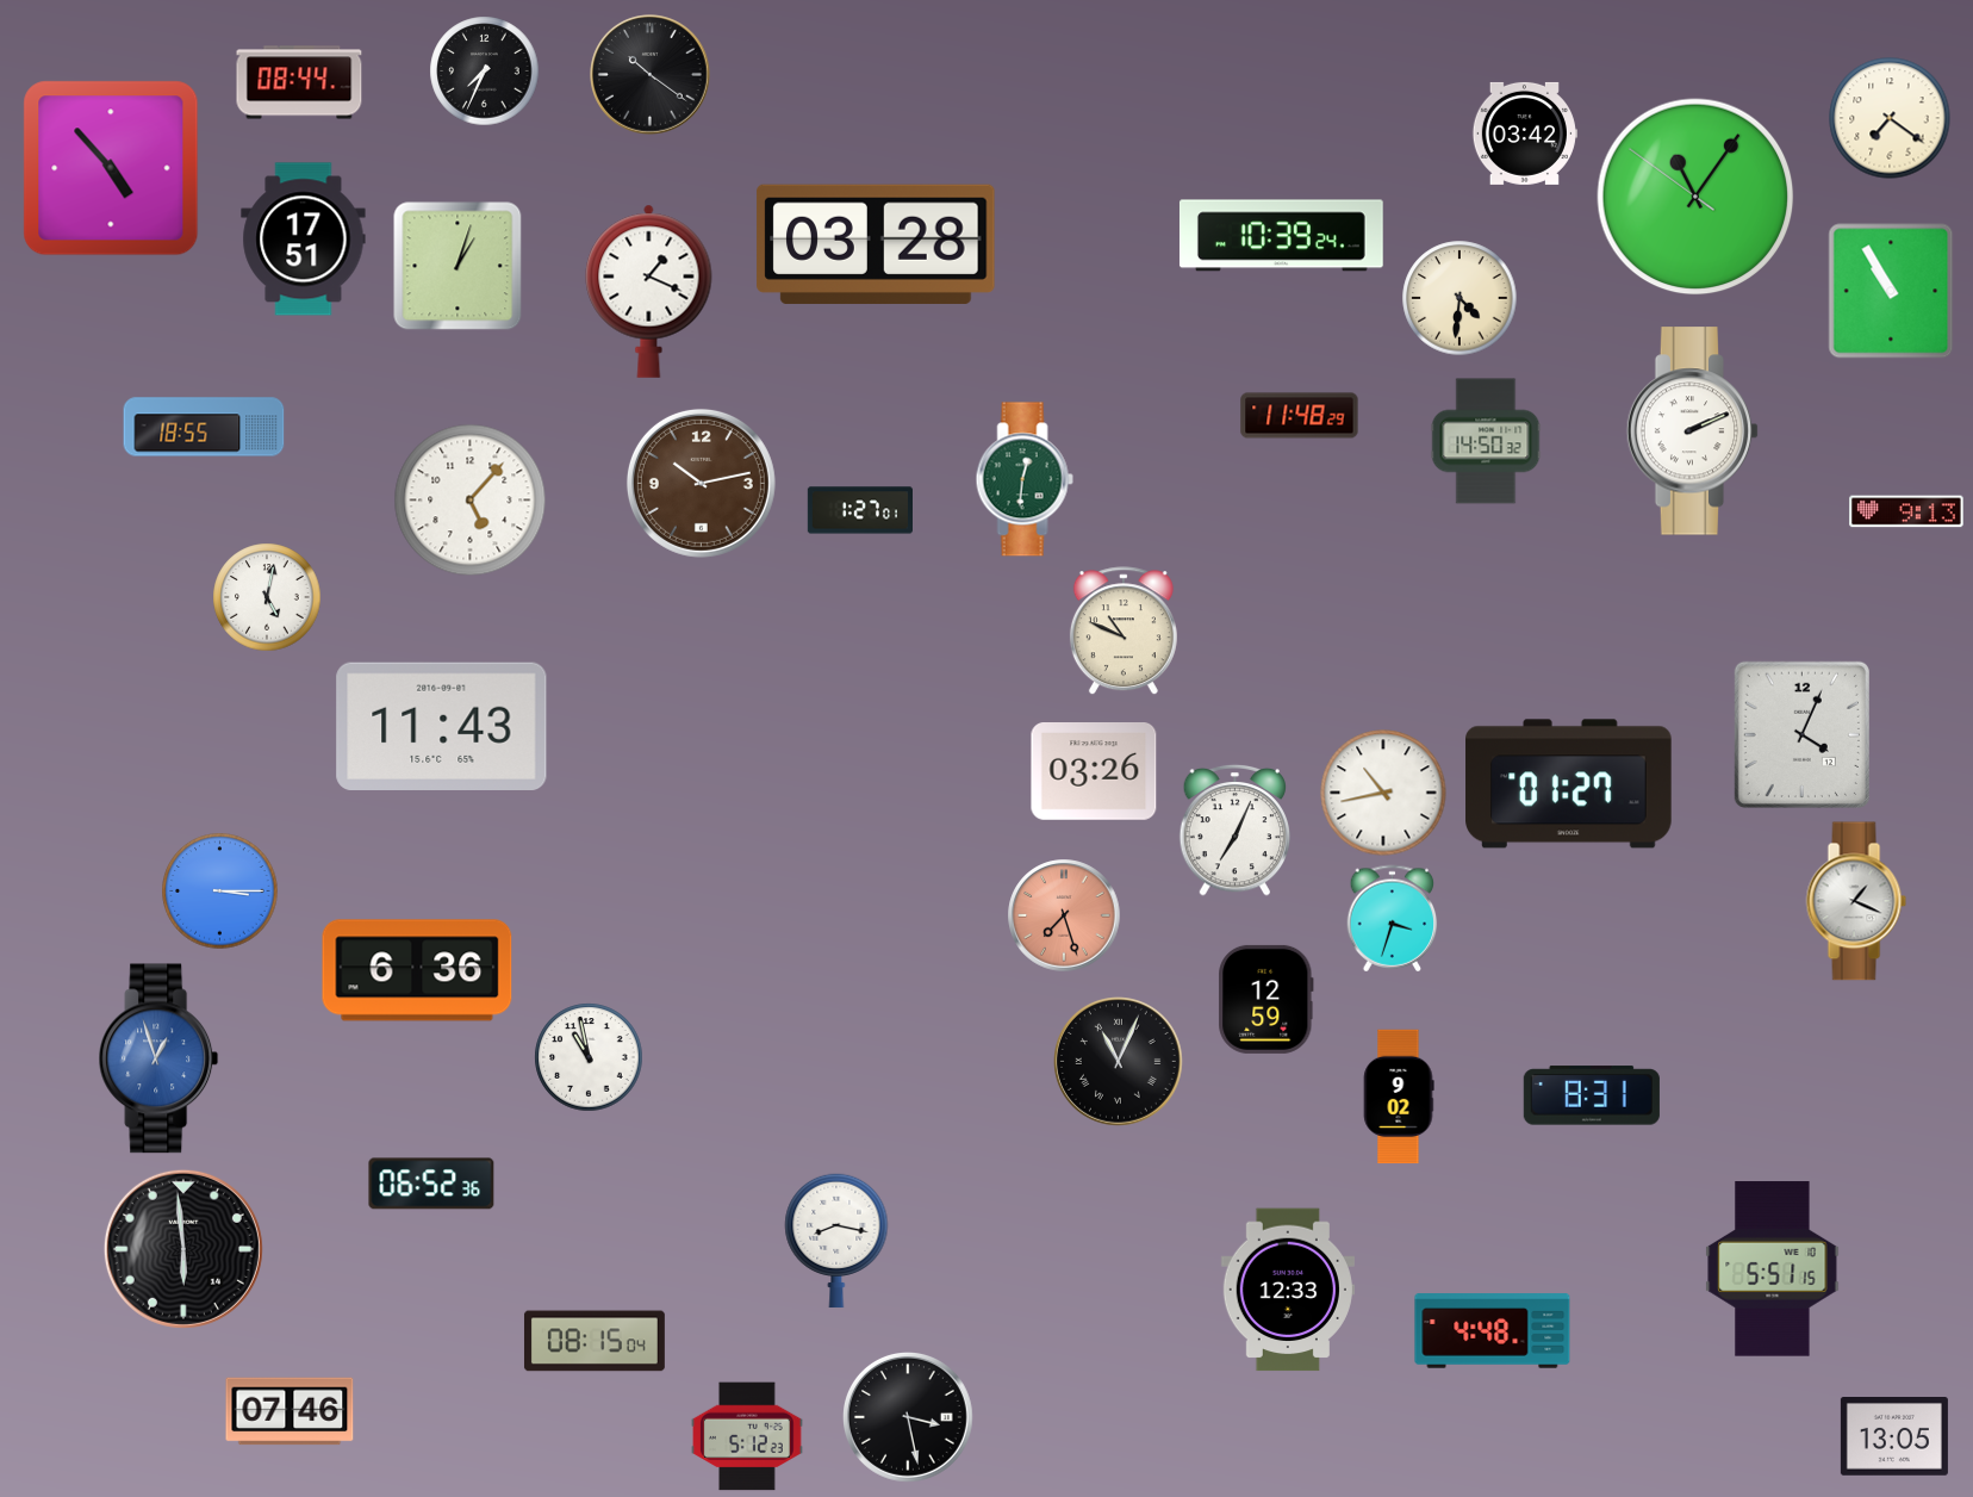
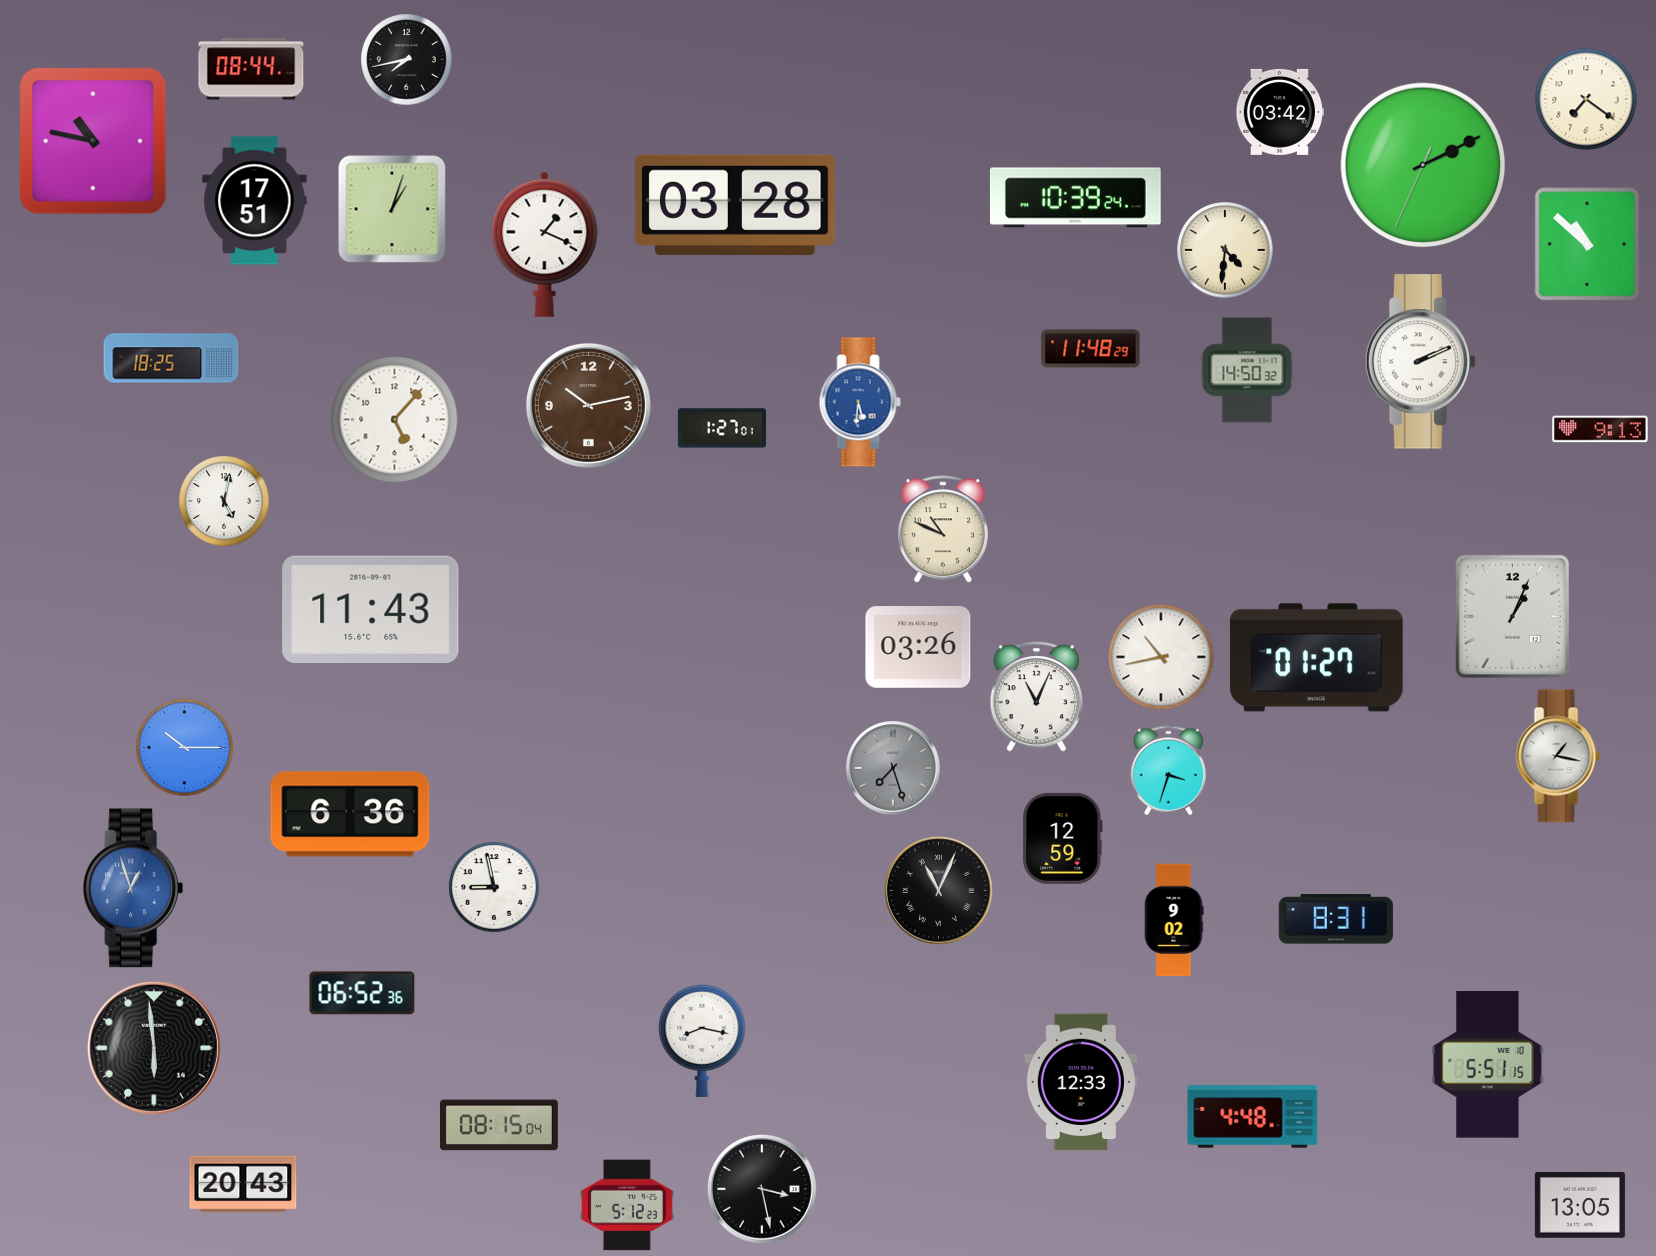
clock at (485, 72): 7:34 -> 7:43
clock at (651, 75): 10:21 -> none
clock at (111, 168): 4:53 -> 10:47
clock at (1695, 197): 11:05 -> 2:10
clock at (458, 266) position: (458, 266) -> (392, 209)
clock at (1891, 291): 10:55 -> 10:52
clock at (204, 427): 18:55 -> 18:25
clock at (1025, 479): 12:31 -> 5:31
clock at (1025, 479) dial: green -> blue
clock at (1801, 734): 4:04 -> 1:04
clock at (1383, 793) position: (1383, 793) -> (1161, 657)
clock at (1236, 830): 7:04 -> 11:04
clock at (220, 892): 3:15 -> 10:15
clock at (1856, 901): 1:19 -> 1:17
clock at (1064, 915) dial: salmon -> grey
clock at (589, 1057): 10:58 -> 8:58
clock at (290, 1411): 07:46 -> 20:43
clock at (1894, 1437) position: (1894, 1437) -> (1580, 1206)
